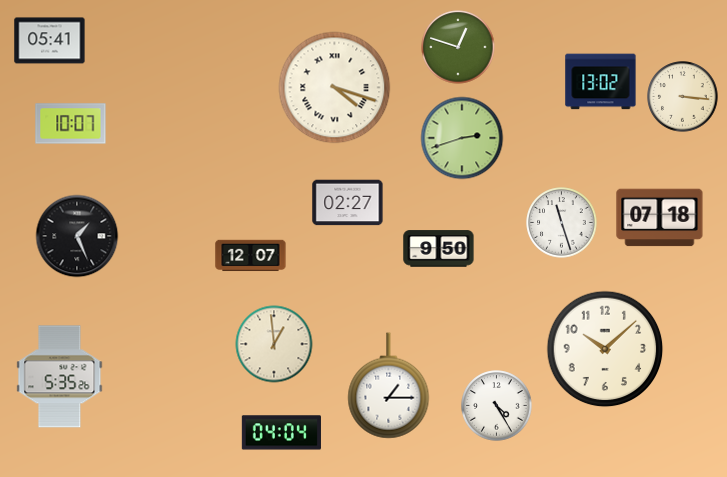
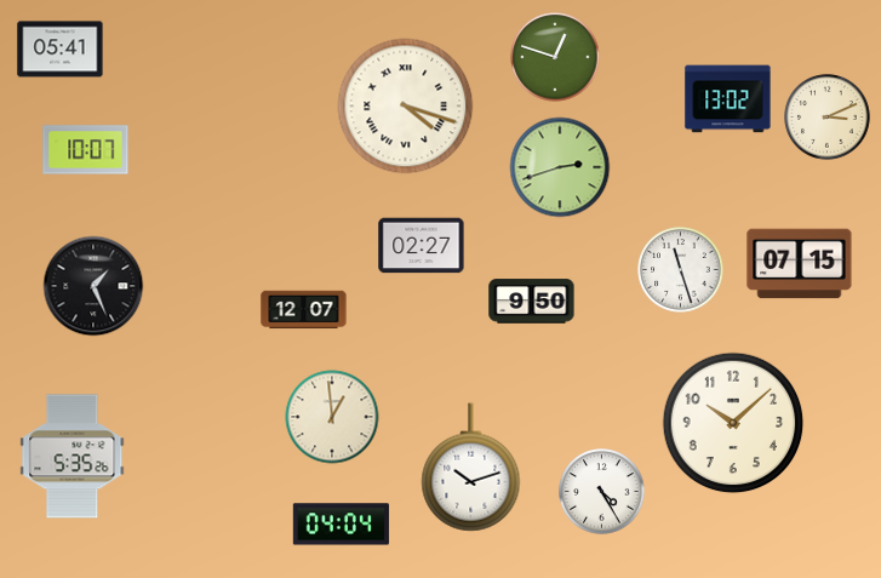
clock at (683, 97): 3:16 -> 3:11
clock at (660, 218): 07:18 -> 07:15
clock at (389, 386): 1:15 -> 10:12
